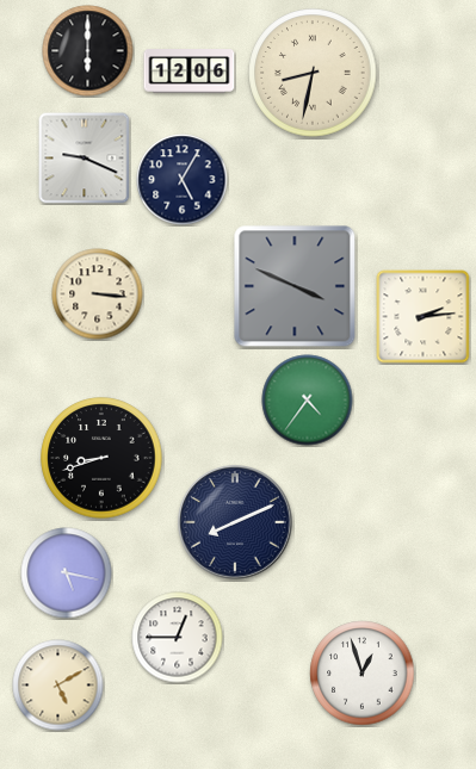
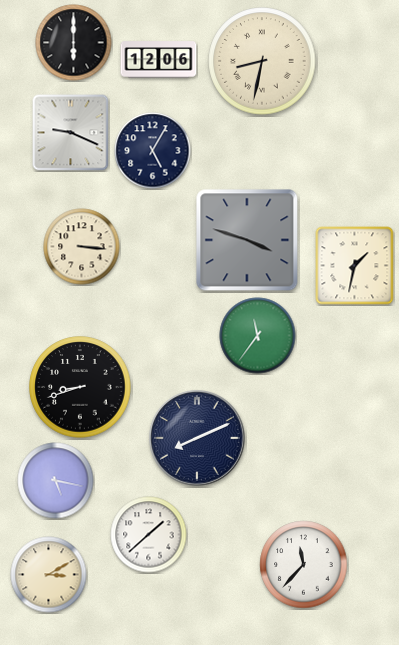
clock at (295, 286): 3:49 -> 3:48
clock at (424, 317): 2:14 -> 1:32
clock at (308, 401): 4:36 -> 11:36
clock at (101, 458) position: (101, 458) -> (80, 387)
clock at (178, 638): 12:45 -> 1:38
clock at (363, 674): 12:57 -> 11:37
clock at (58, 686): 5:10 -> 3:10
